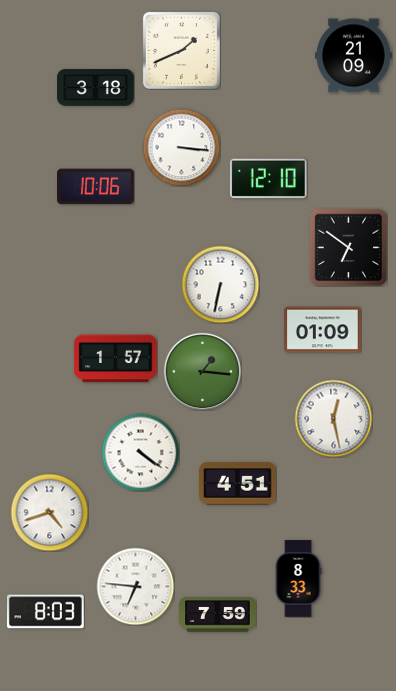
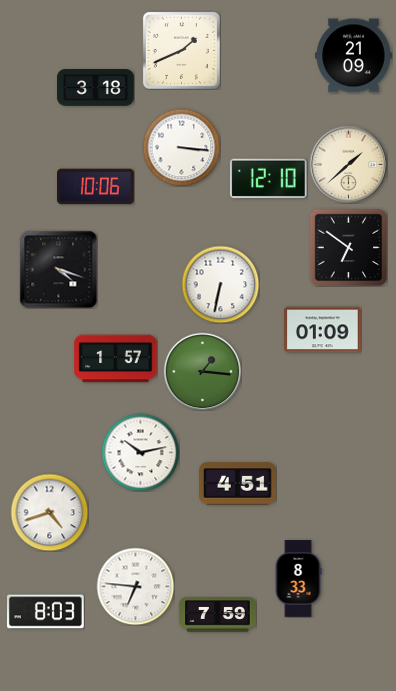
clock at (348, 164): none -> 1:38
clock at (58, 269): none -> 4:18
clock at (333, 418): 12:28 -> none
clock at (140, 452): 4:21 -> 10:13
